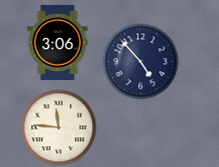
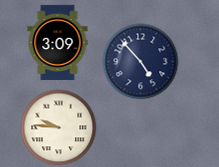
clock at (58, 42): 3:06 -> 3:09
clock at (59, 128): 11:46 -> 9:46
